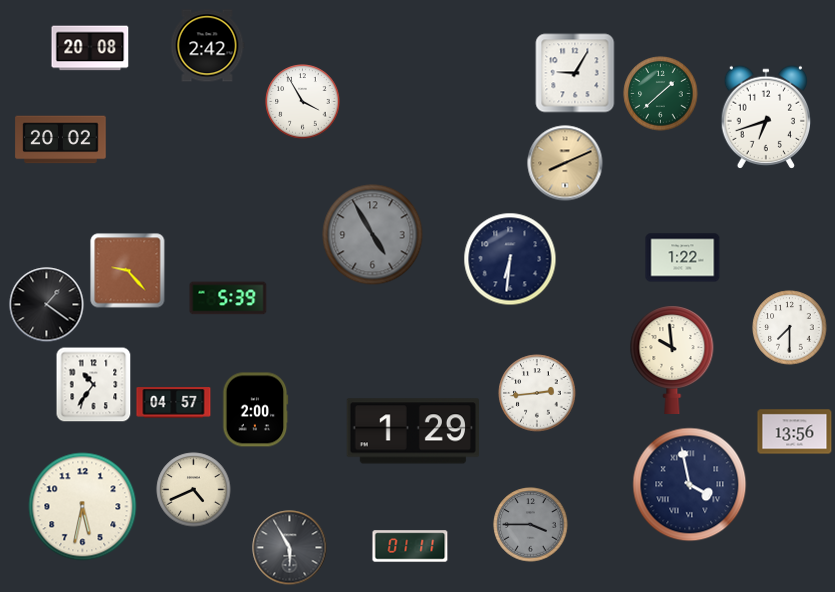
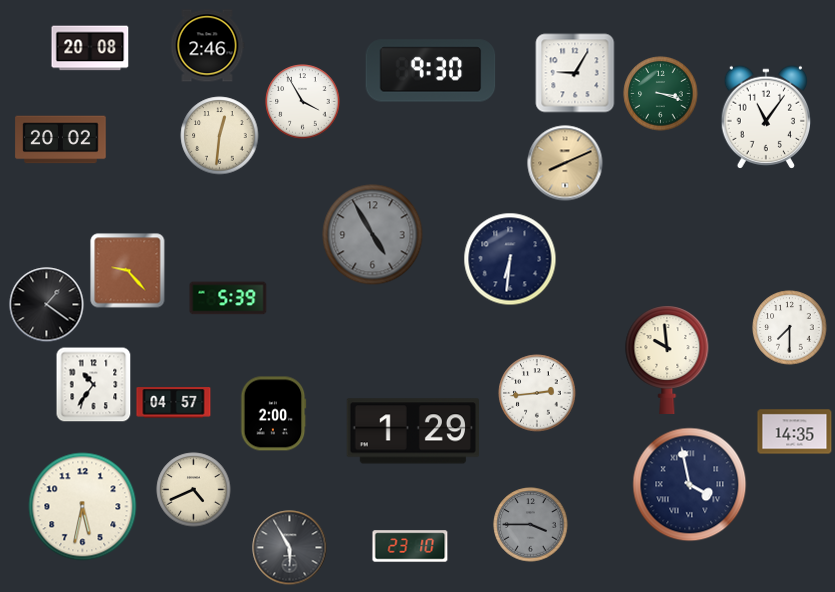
clock at (207, 46): 2:42 -> 2:46
clock at (431, 71): none -> 9:30
clock at (661, 94): 1:38 -> 3:18
clock at (766, 117): 6:42 -> 11:06
clock at (220, 136): none -> 12:31
clock at (683, 258): 1:22 -> none
clock at (672, 359) position: (672, 359) -> (667, 359)
clock at (256, 410) position: (256, 410) -> (274, 414)
clock at (795, 432): 13:56 -> 14:35
clock at (410, 546): 01:11 -> 23:10
